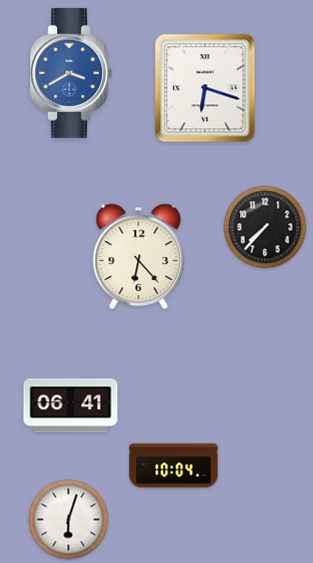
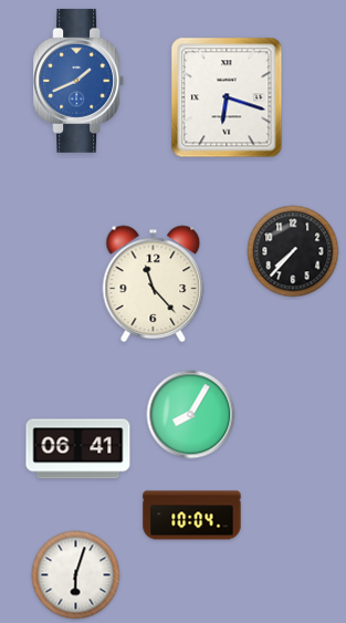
clock at (71, 73): 3:40 -> 1:41
clock at (139, 256): 6:23 -> 11:23
clock at (191, 415): none -> 8:05
